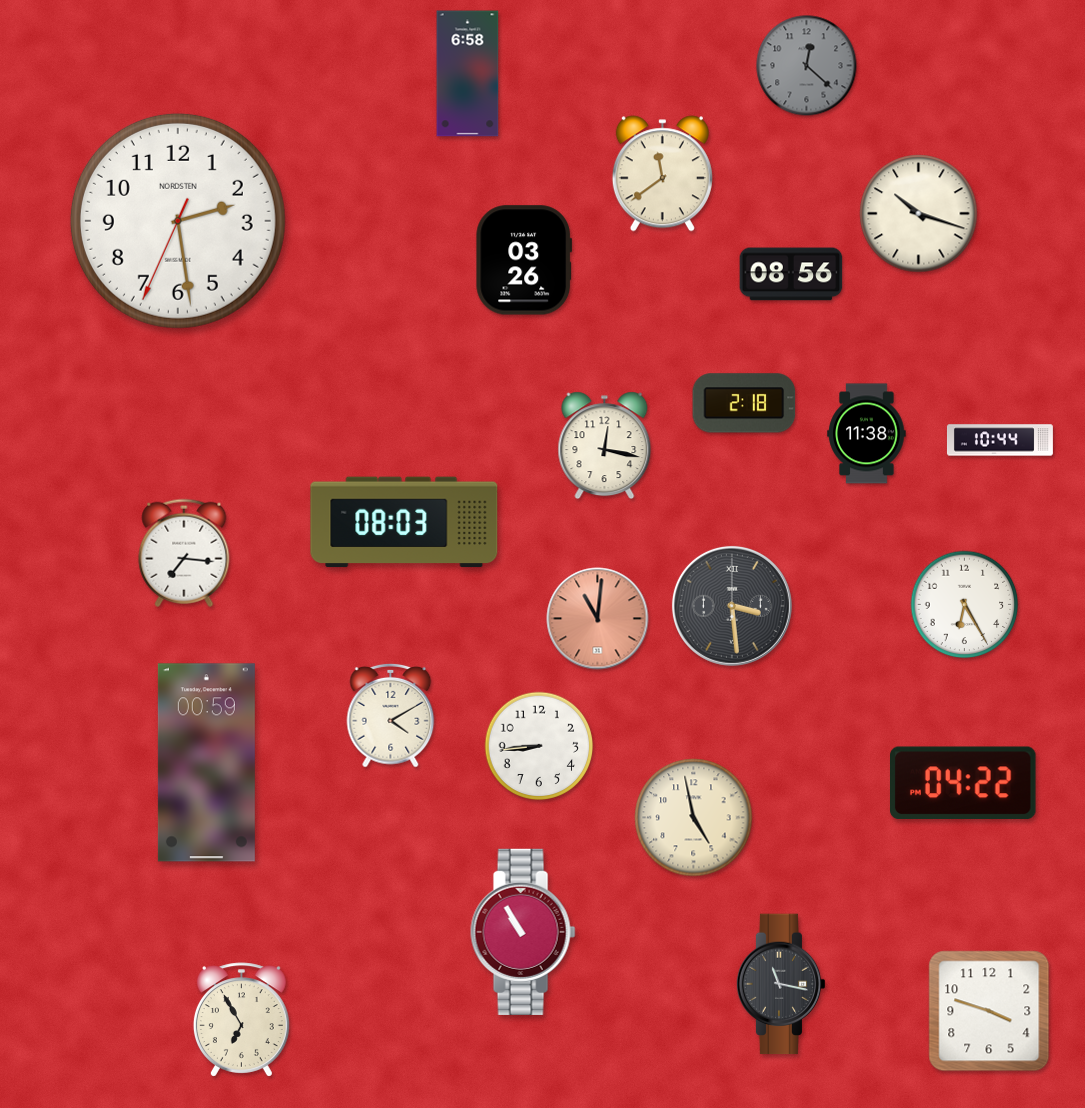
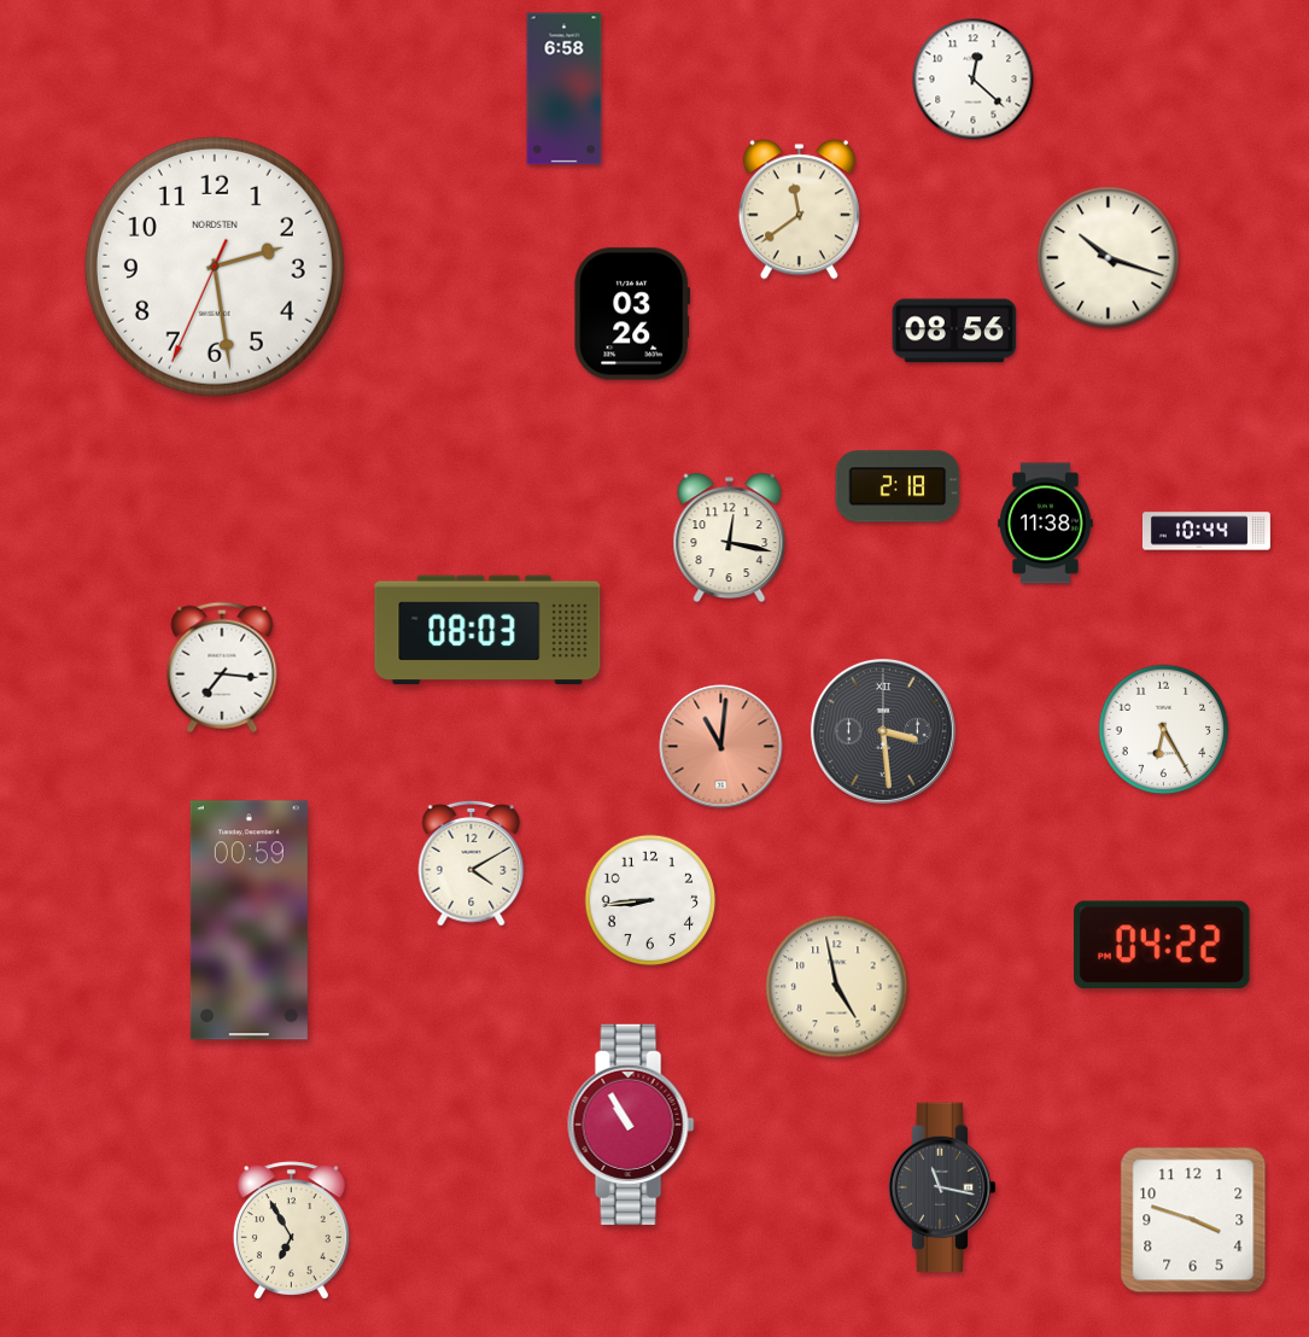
clock at (807, 66) dial: grey -> white
